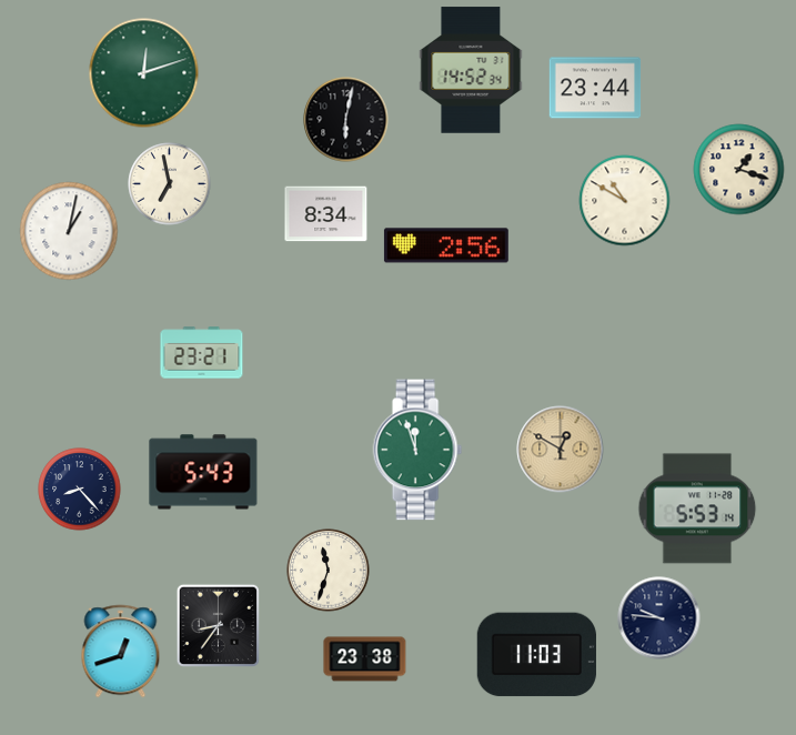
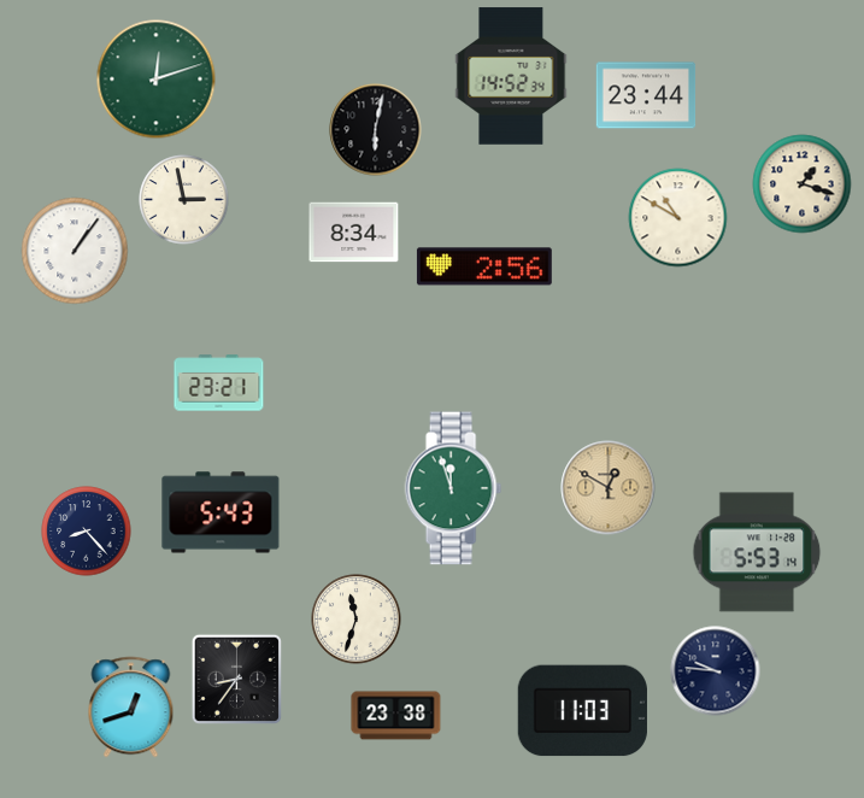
clock at (170, 184): 6:58 -> 2:58
clock at (69, 231): 1:02 -> 1:06
